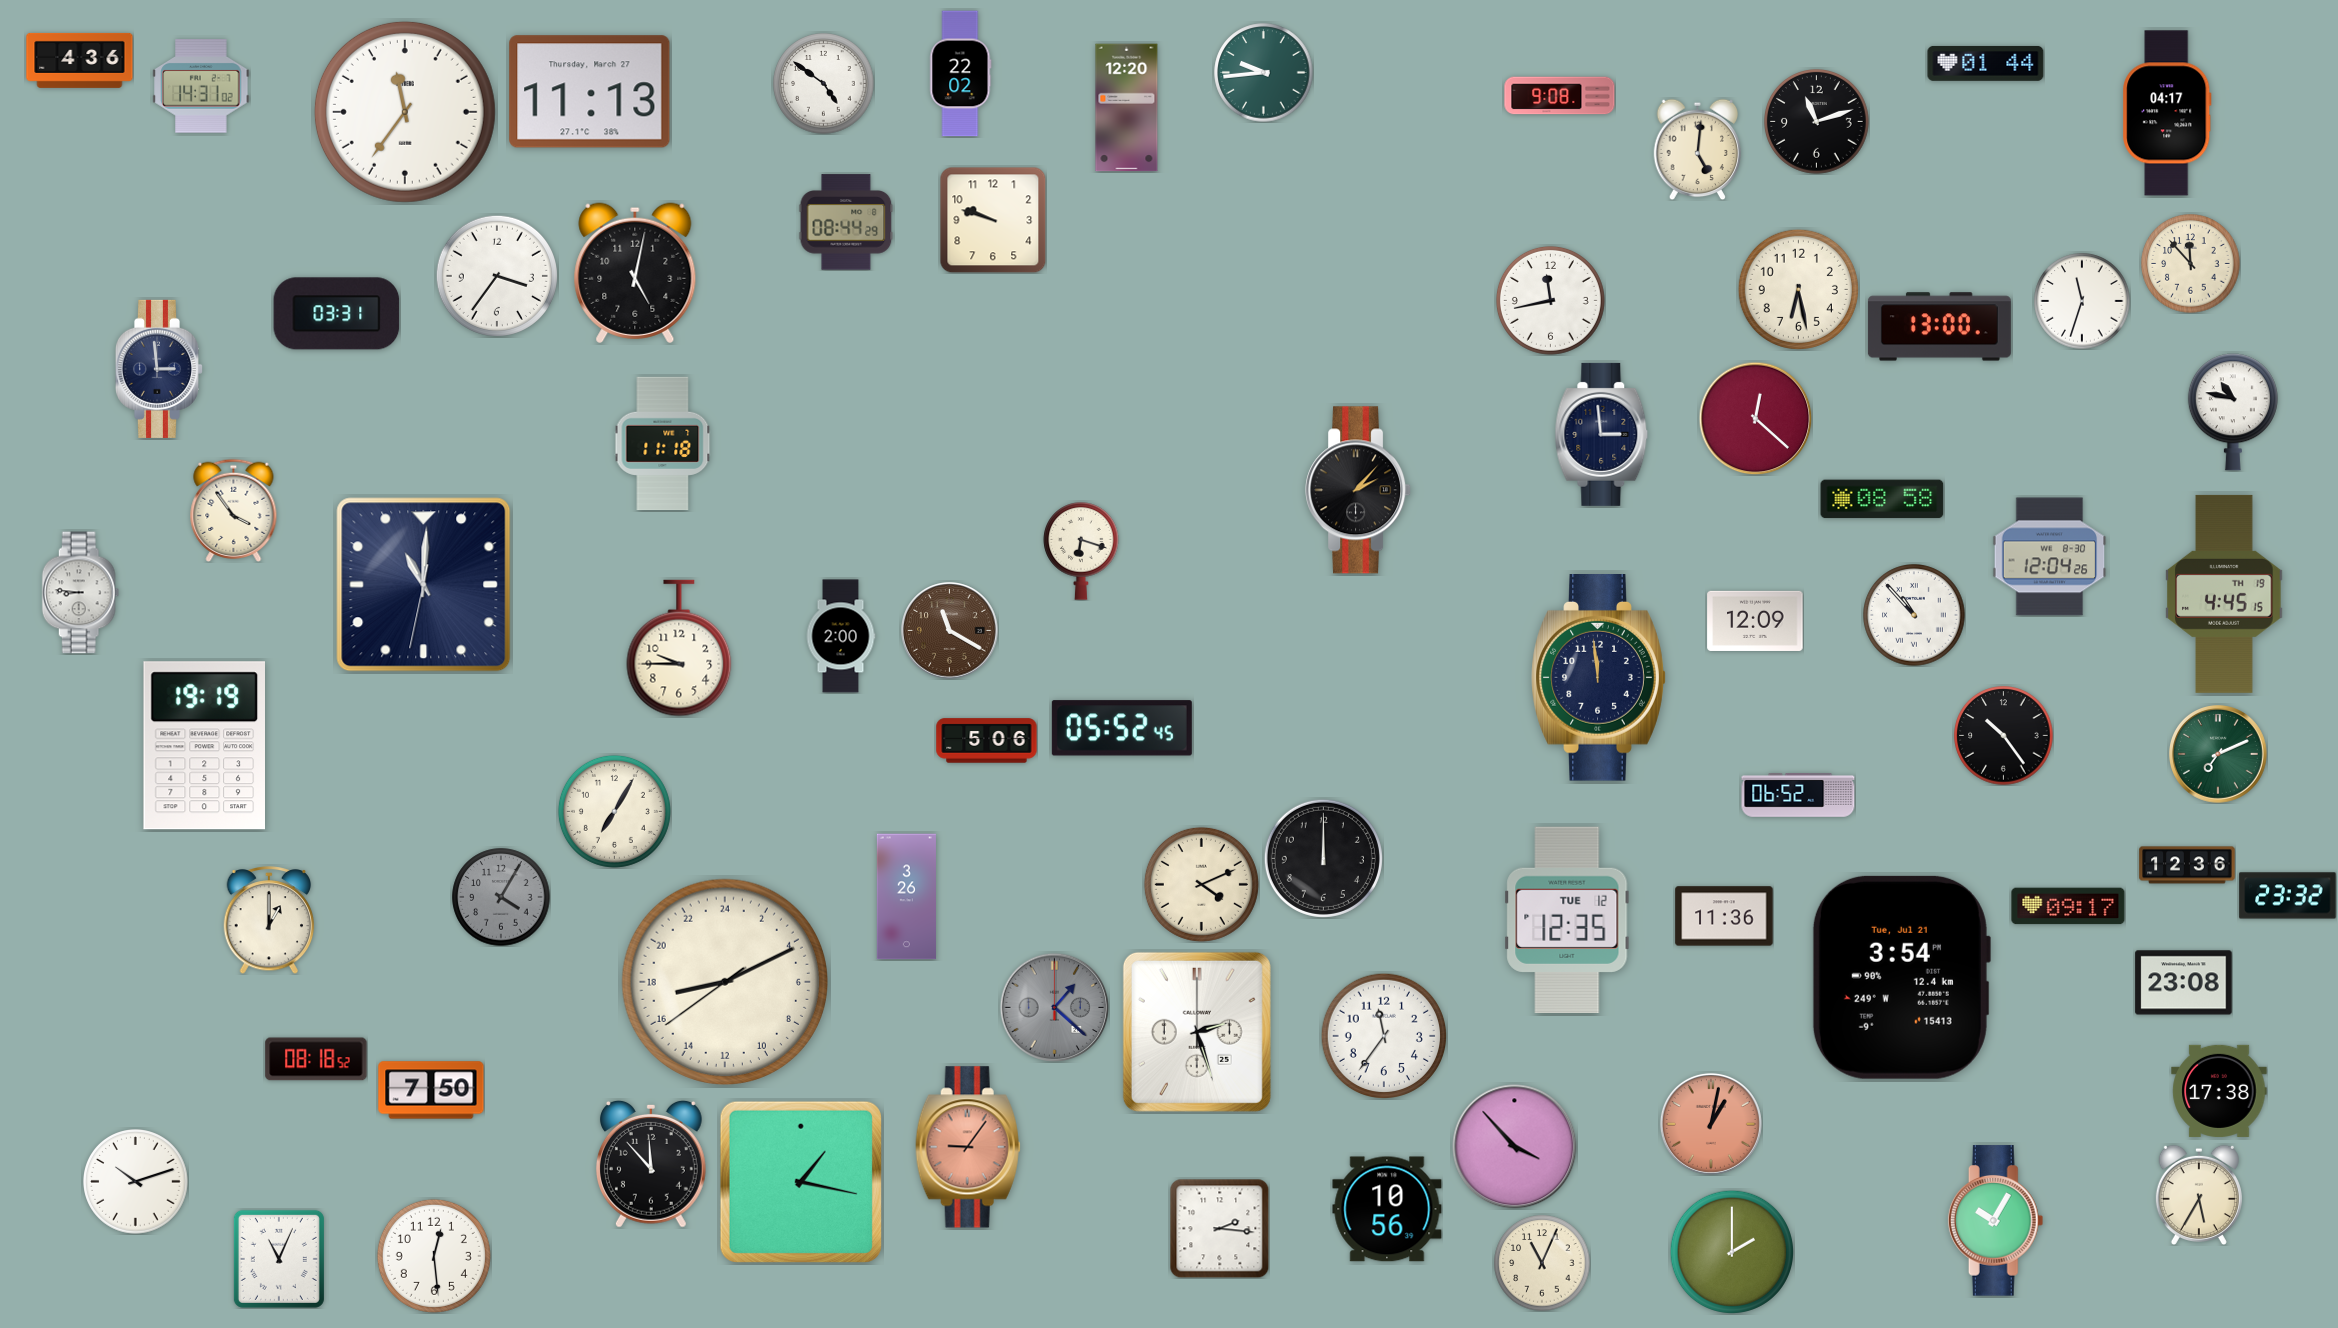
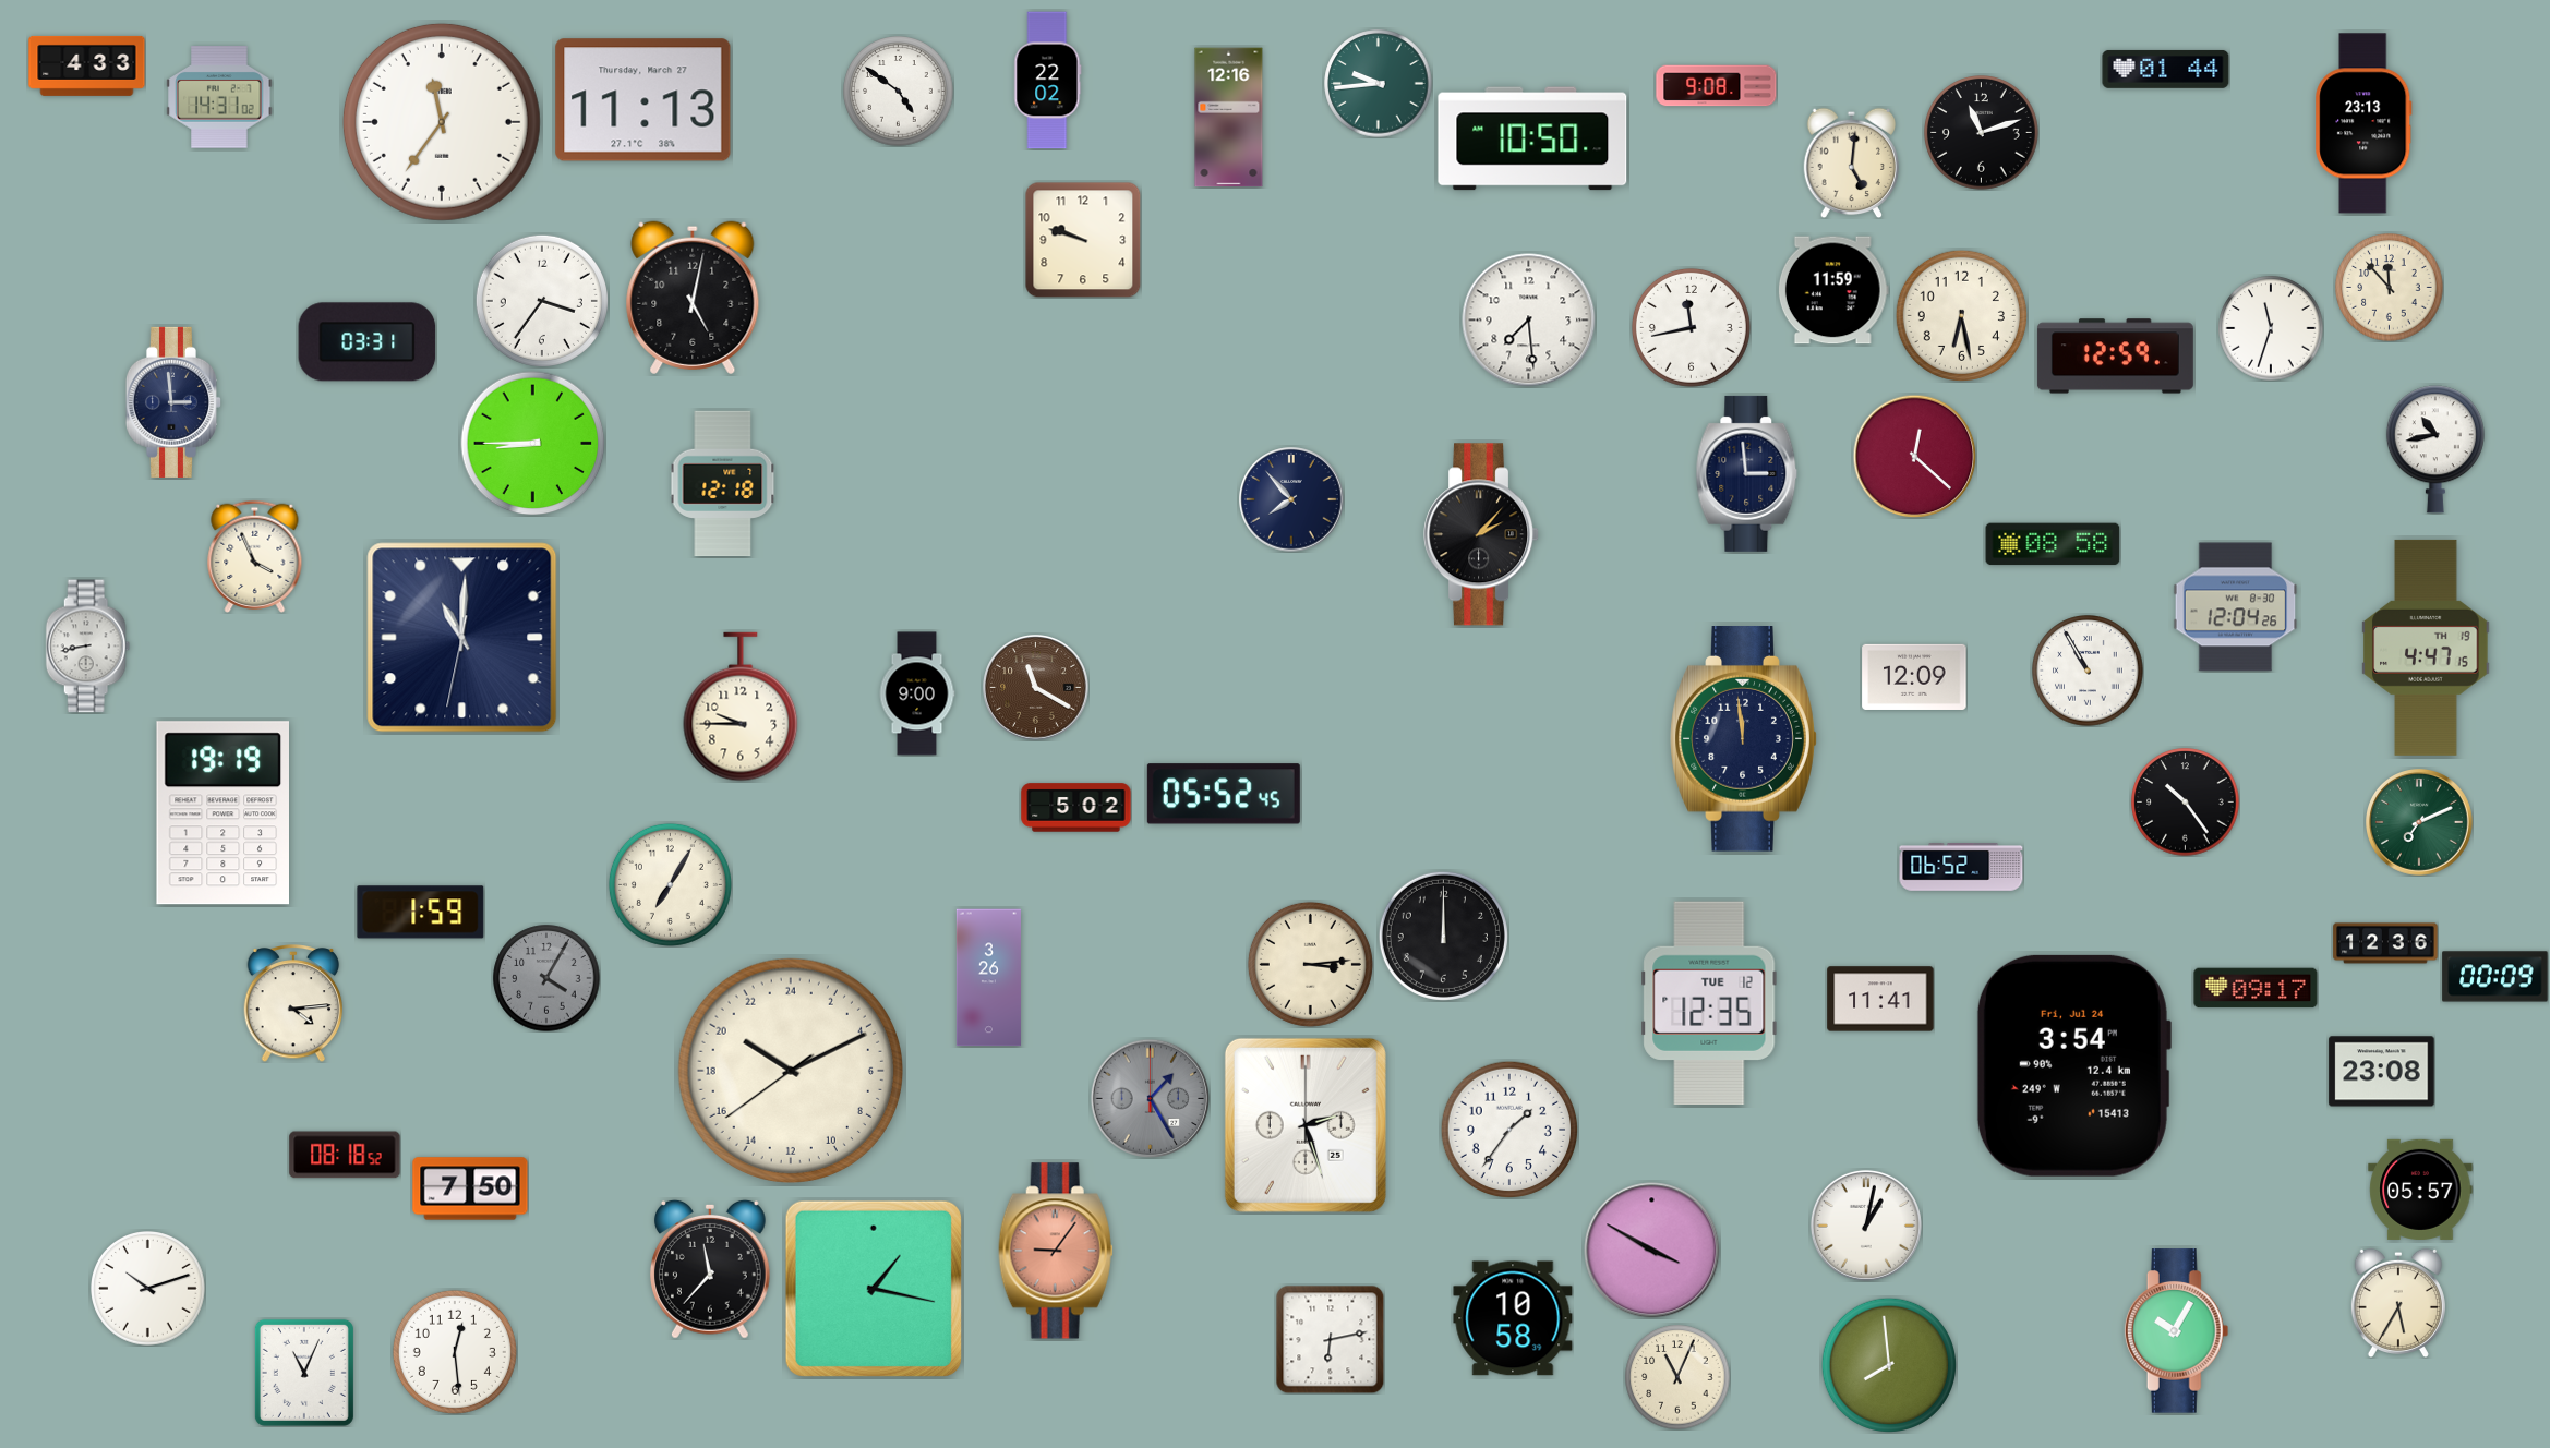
clock at (80, 60): 4:36 -> 4:33
clock at (1264, 73) position: (1264, 73) -> (1379, 84)
clock at (201, 86) position: (201, 86) -> (219, 97)
clock at (1560, 96) position: (1560, 96) -> (1717, 86)
clock at (1127, 108): 12:20 -> 12:16
clock at (2167, 113): 04:17 -> 23:13
clock at (1532, 138): none -> 10:50
clock at (846, 222): 08:44 -> none
clock at (1833, 290): none -> 11:59
clock at (1529, 321): none -> 7:29
clock at (1939, 327): 13:00 -> 12:59
clock at (533, 444): none -> 8:45
clock at (2233, 412): 10:47 -> 10:43
clock at (663, 443): 11:18 -> 12:18
clock at (1291, 499): none -> 7:53
clock at (234, 510): 3:54 -> 3:56
clock at (1081, 551): 6:18 -> none
clock at (81, 593): 8:46 -> 8:43
clock at (2224, 594): 4:45 -> 4:47
clock at (1914, 615): 10:53 -> 10:55
clock at (841, 636): 2:00 -> 9:00
clock at (987, 741): 5:06 -> 5:02
clock at (421, 913): none -> 1:59
clock at (1201, 884): 4:11 -> 3:14
clock at (2288, 896): 23:32 -> 00:09
clock at (1724, 916): 11:36 -> 11:41
clock at (269, 920): 1:00 -> 4:14
clock at (1901, 977) date: Tue, Jul 21 -> Fri, Jul 24
clock at (724, 981): 17:10 -> 20:10
clock at (1054, 1007): 1:22 -> 1:25
clock at (1383, 1035): 11:36 -> 1:36
clock at (2219, 1091): 17:38 -> 05:57
clock at (1711, 1124) dial: salmon -> white
clock at (1515, 1147): 3:53 -> 3:50
clock at (651, 1164): 11:53 -> 11:37
clock at (1387, 1209): 10:56 -> 10:58
clock at (1219, 1228): 2:16 -> 6:13
clock at (1731, 1251): 2:00 -> 7:59
clock at (434, 1256) position: (434, 1256) -> (455, 1352)
clock at (1542, 1263) position: (1542, 1263) -> (1677, 1377)
